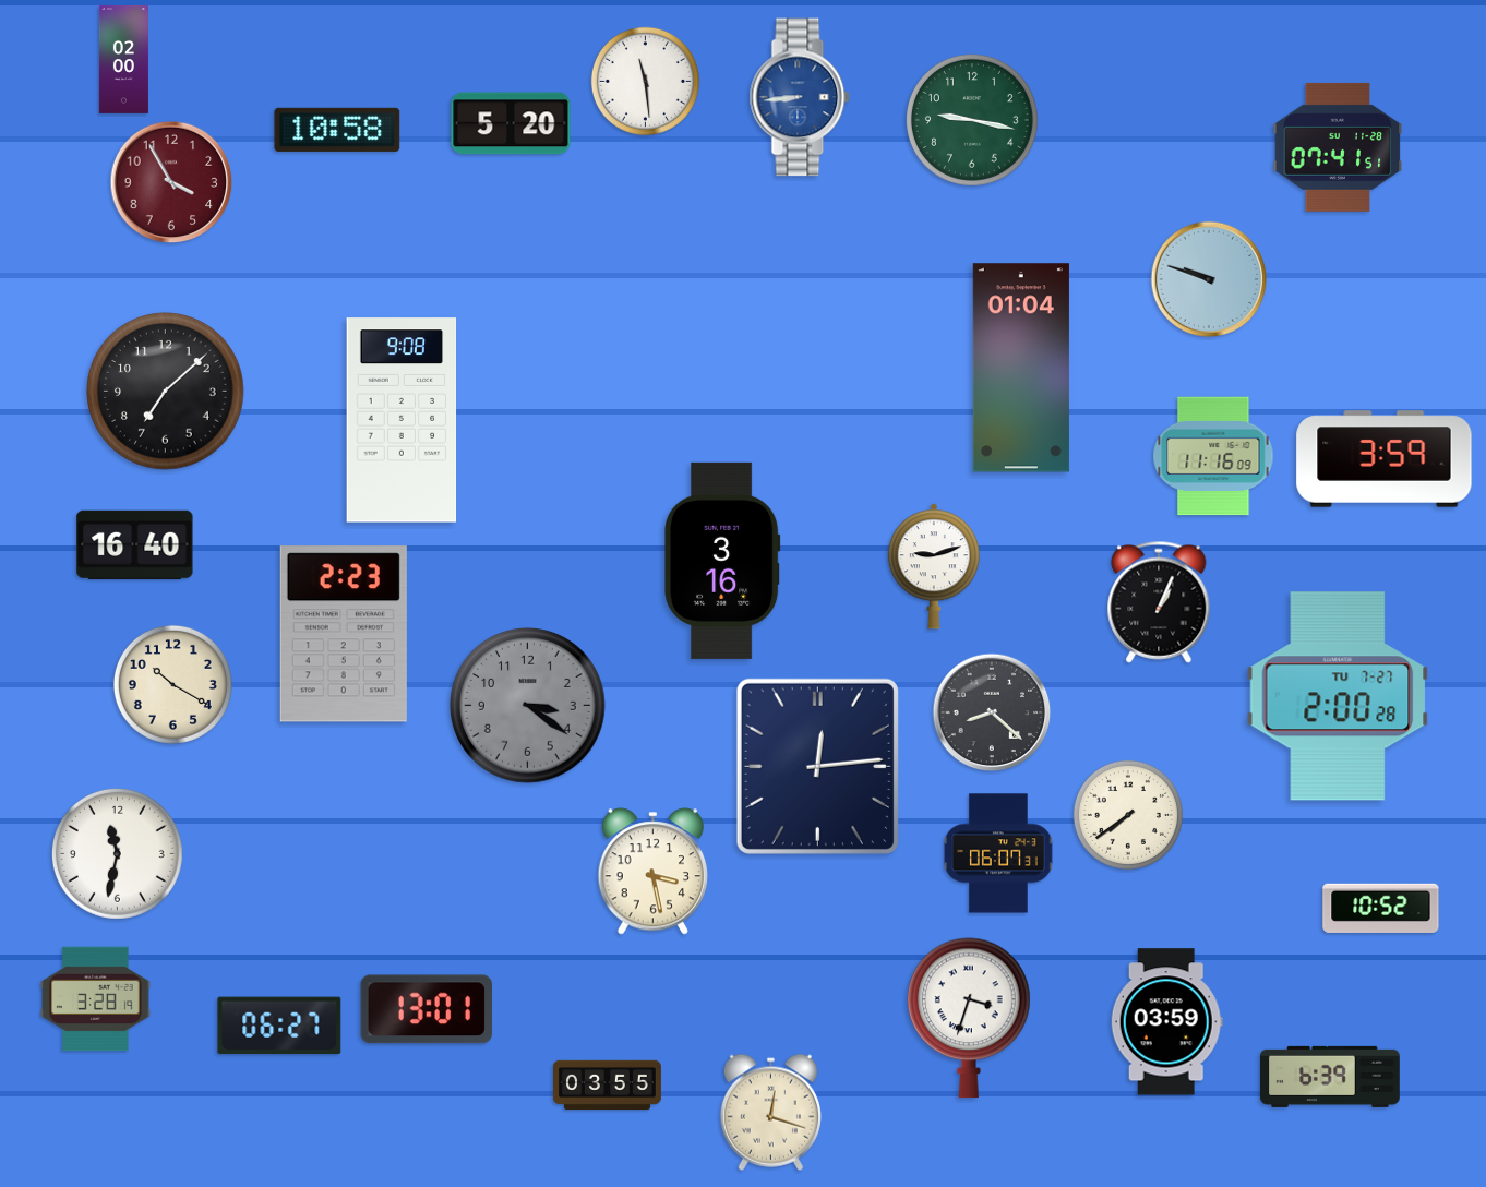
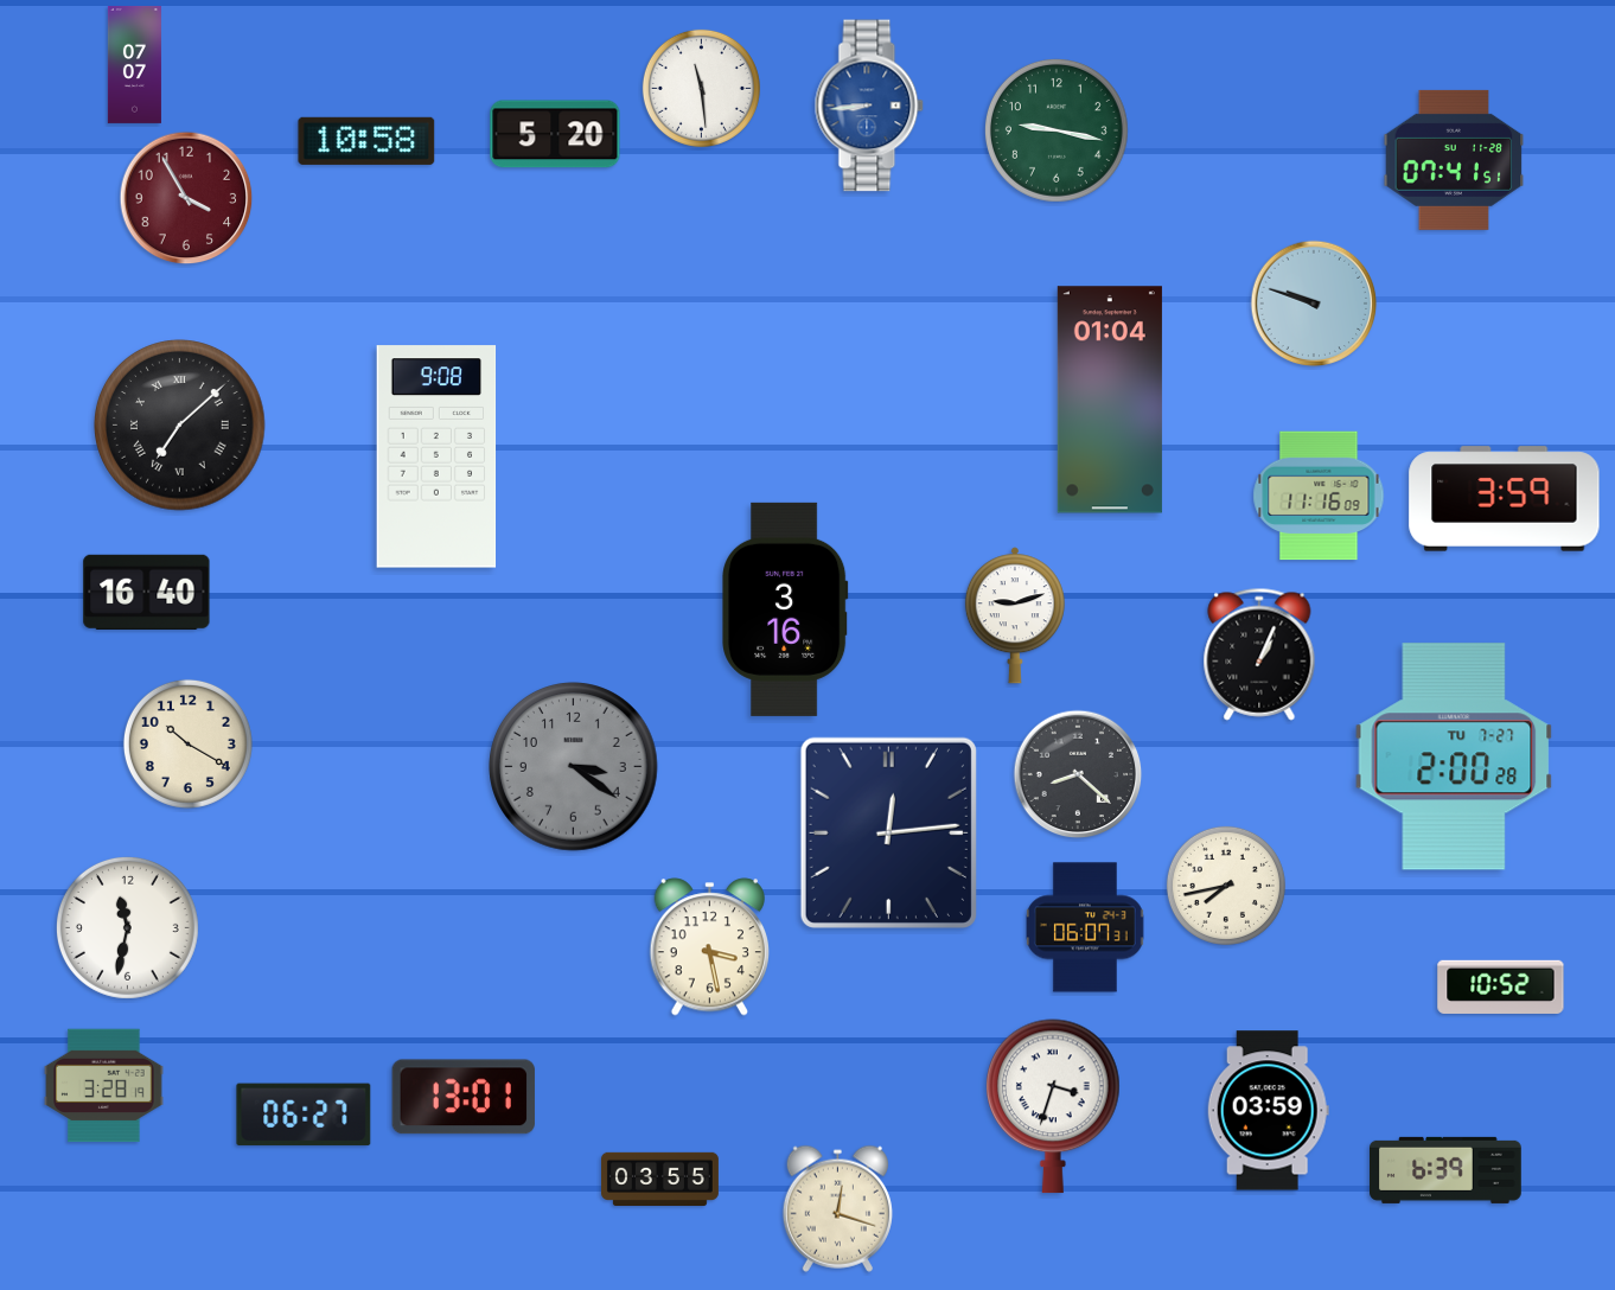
clock at (123, 60): 02:00 -> 07:07
clock at (166, 392) numerals: Arabic -> Roman
clock at (344, 634): 2:23 -> none
clock at (1128, 815): 7:39 -> 7:43
